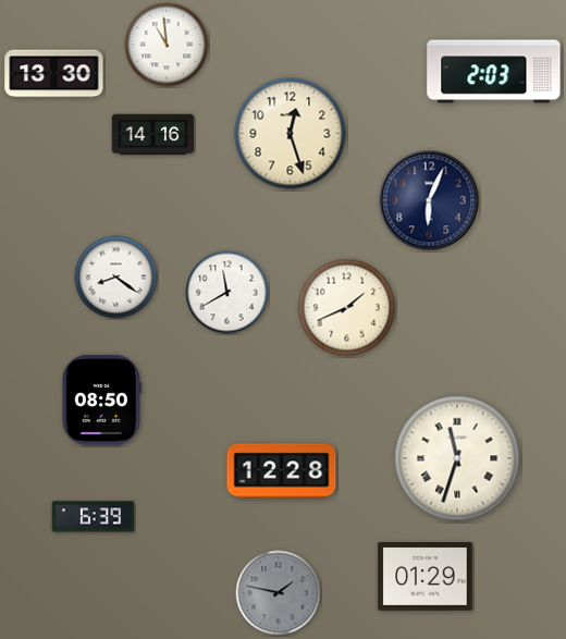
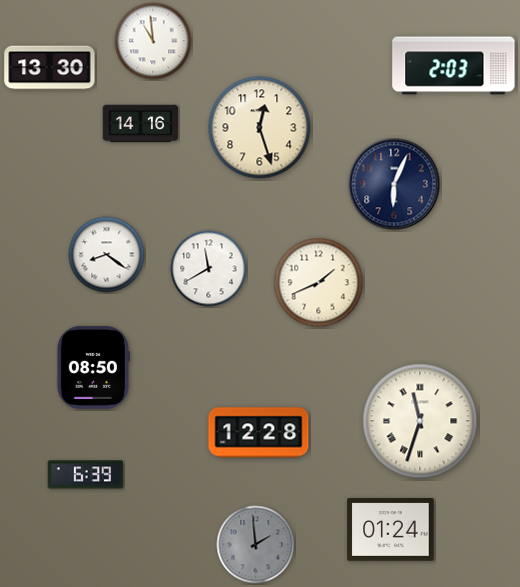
clock at (291, 134) position: (291, 134) -> (260, 128)
clock at (426, 577): 01:29 -> 01:24
clock at (279, 593): 1:47 -> 1:59
